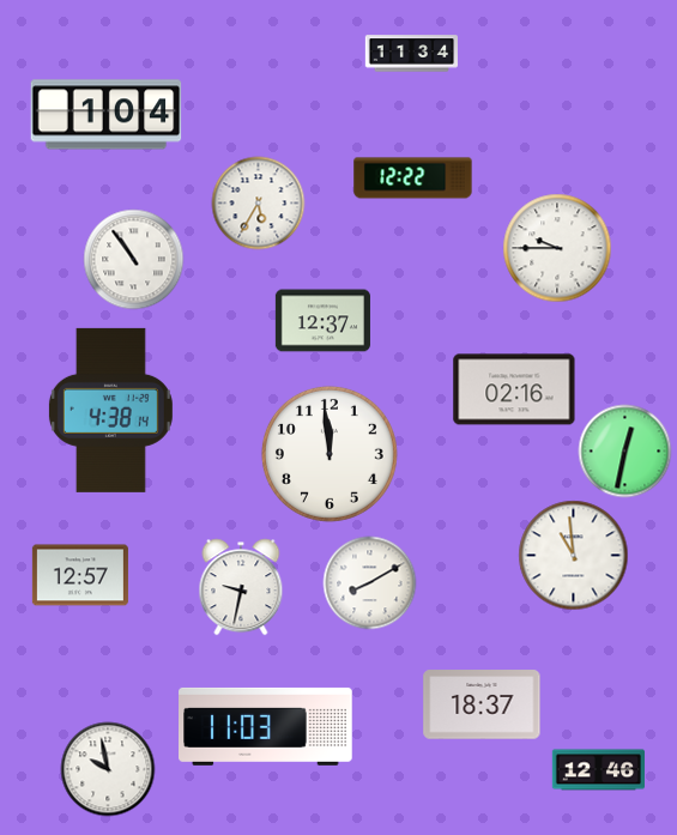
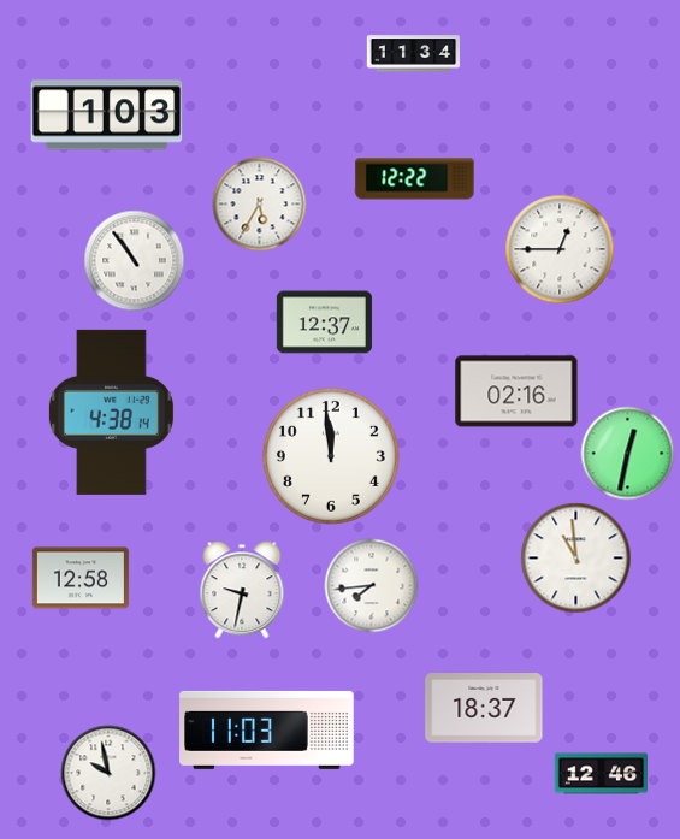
clock at (107, 115): 1:04 -> 1:03
clock at (557, 248): 9:45 -> 12:45
clock at (80, 575): 12:57 -> 12:58
clock at (369, 582): 8:10 -> 7:44
